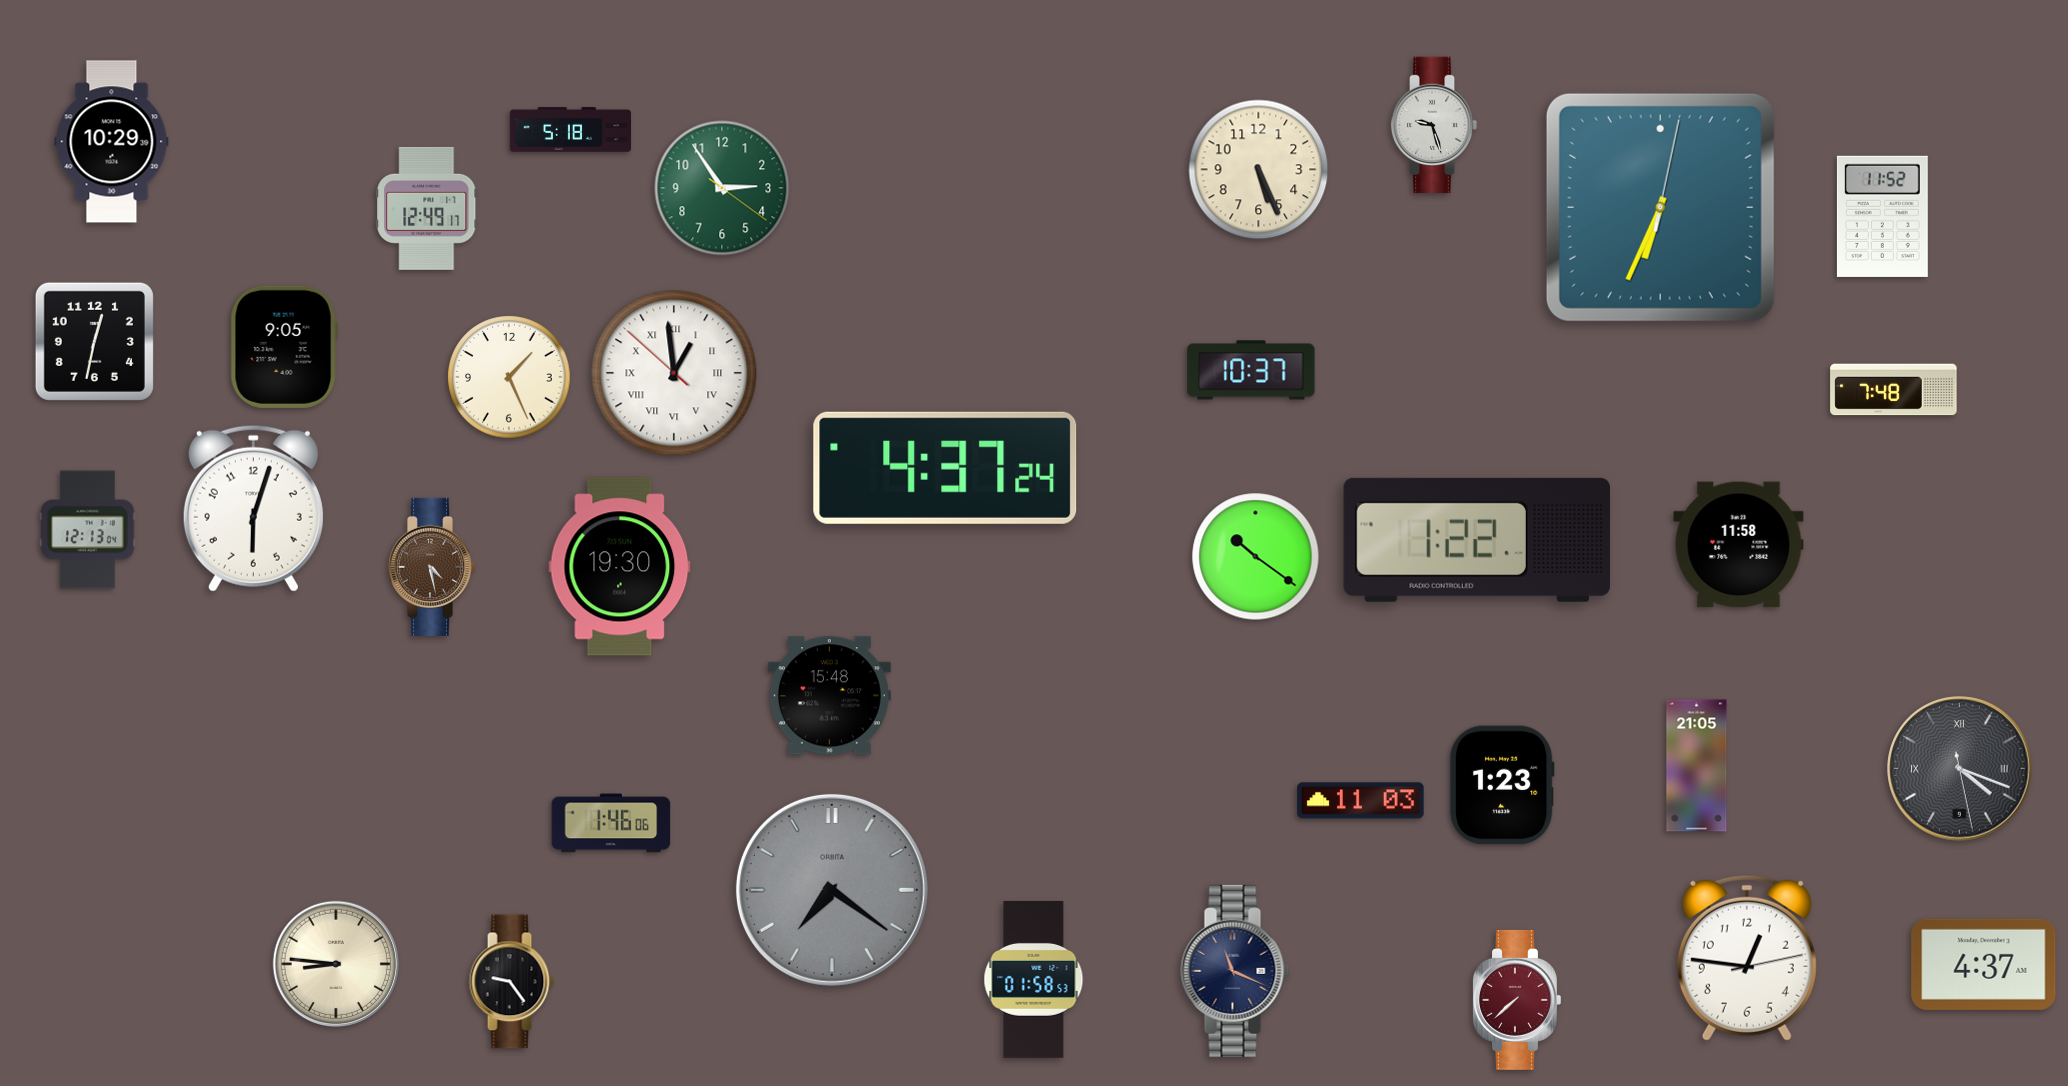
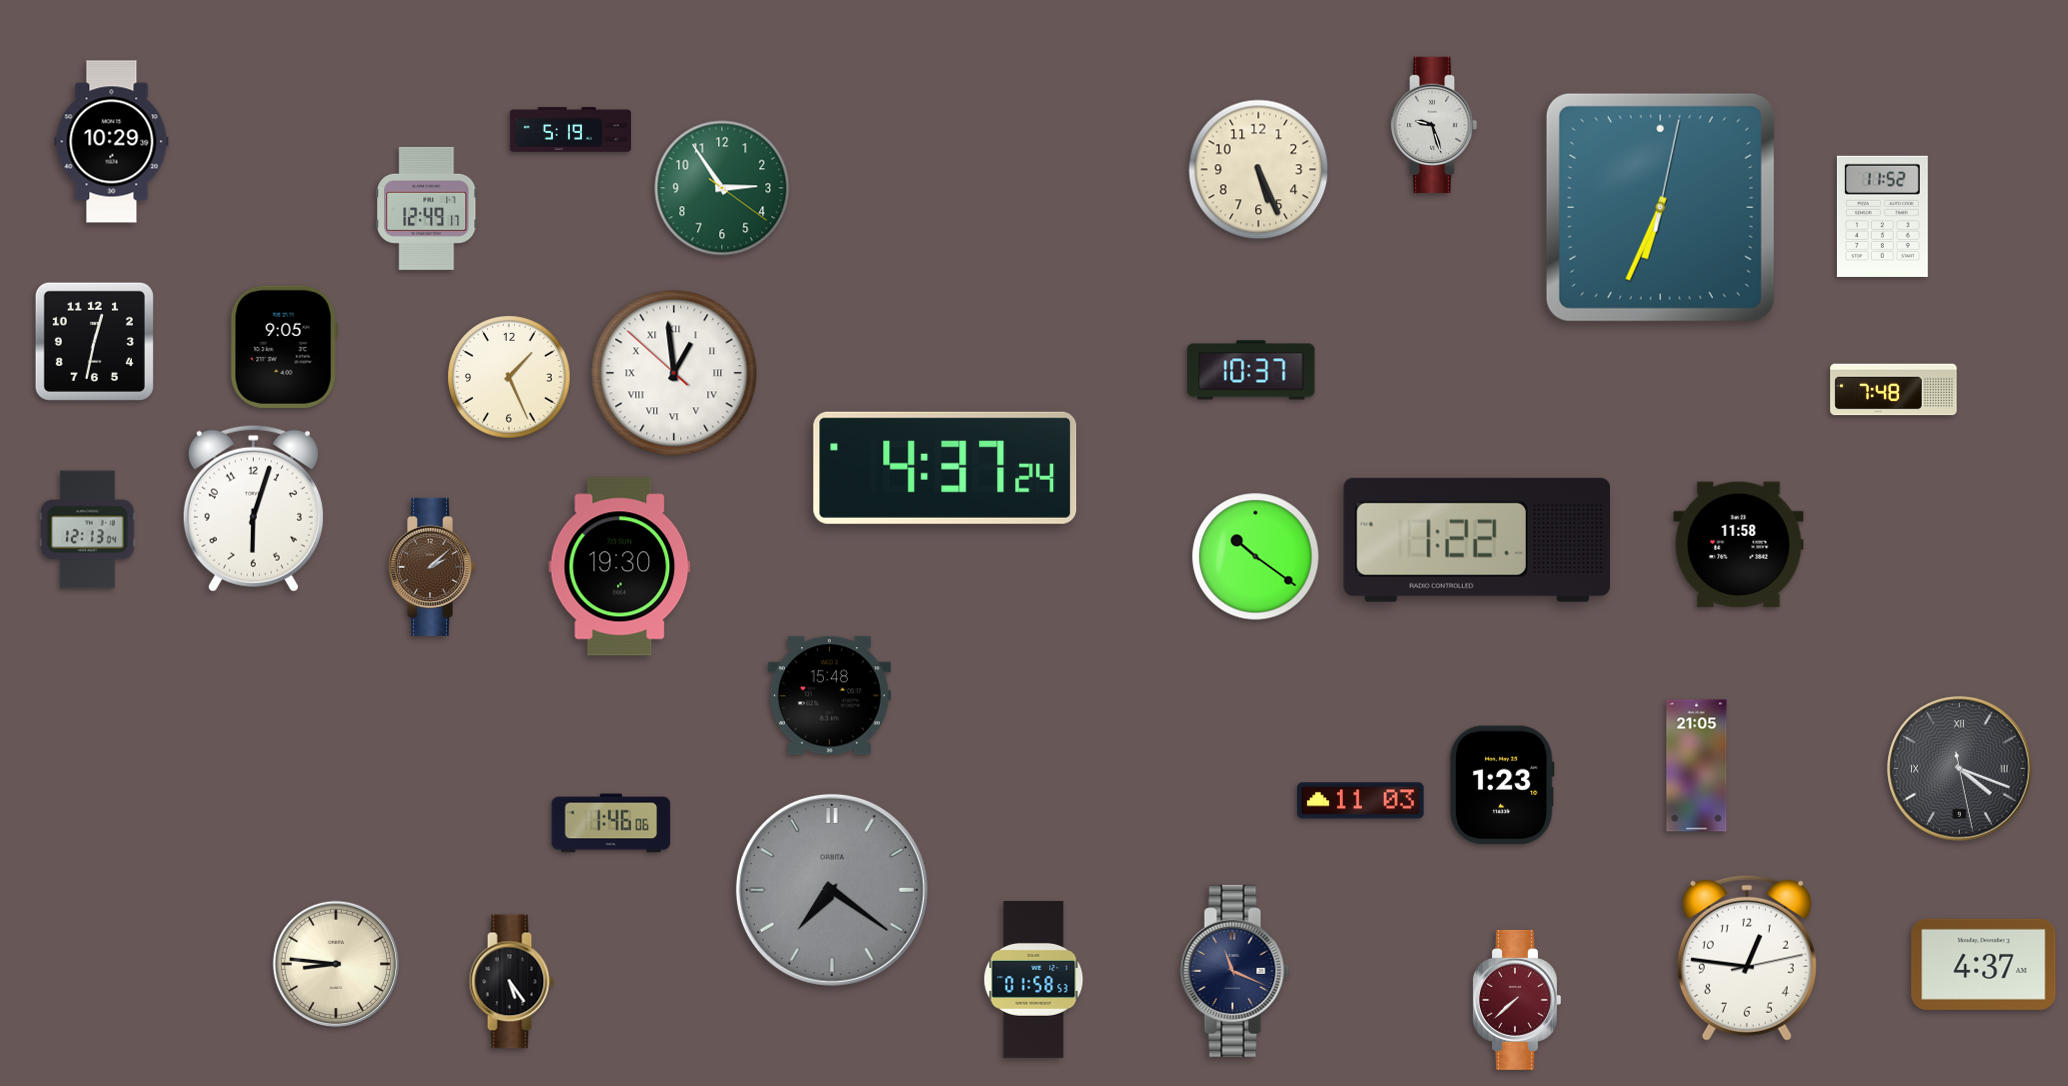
clock at (570, 130): 5:18 -> 5:19
clock at (431, 567): 4:28 -> 2:08
clock at (511, 982): 9:24 -> 5:24
